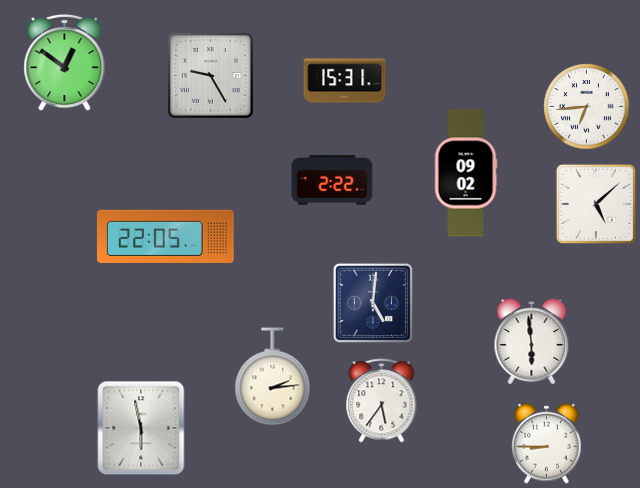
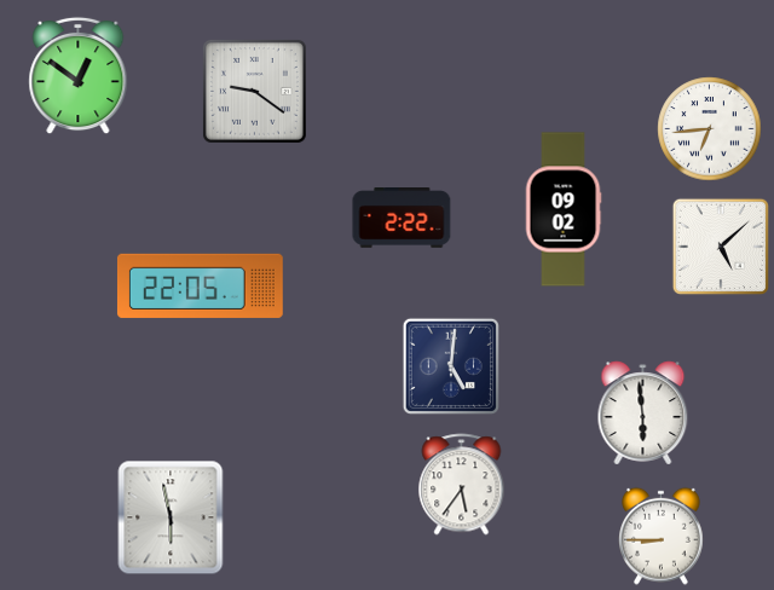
clock at (210, 75): 9:25 -> 9:21
clock at (345, 81): 15:31 -> none
clock at (273, 377): 2:14 -> none
